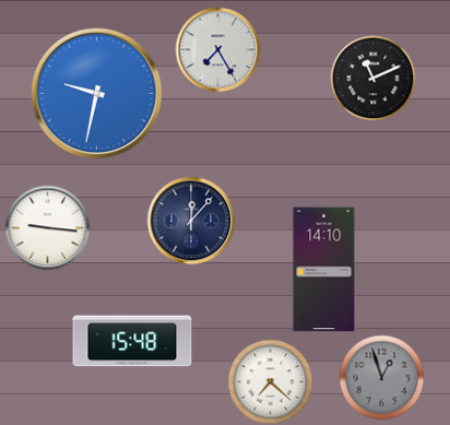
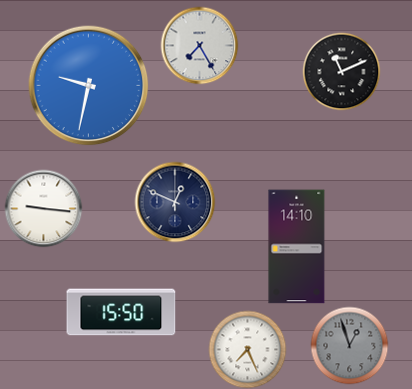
clock at (191, 221): 12:07 -> 12:49
clock at (132, 341): 15:48 -> 15:50
clock at (270, 381): 7:22 -> 7:26
